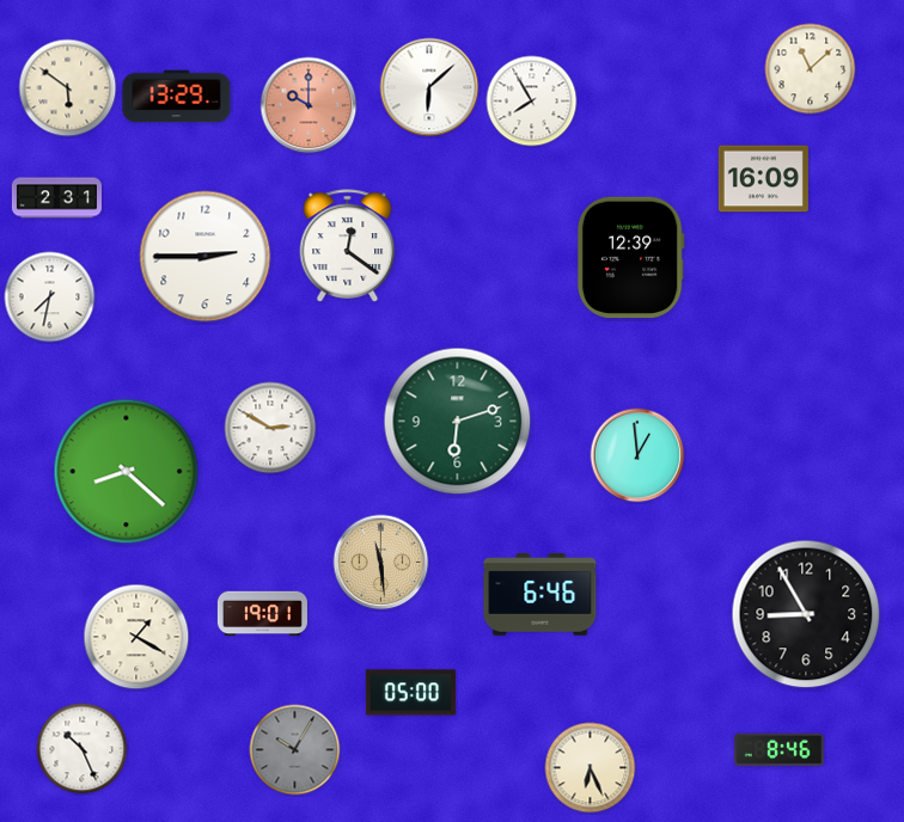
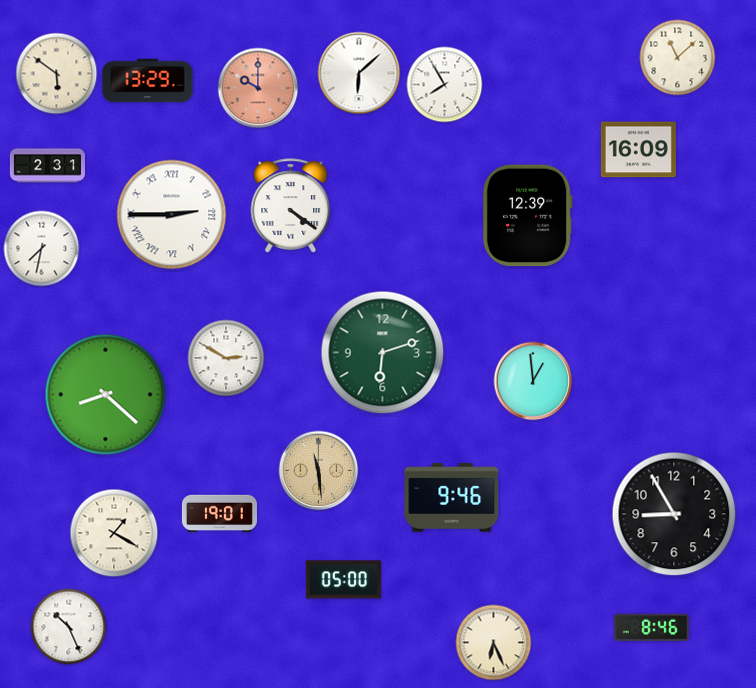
clock at (348, 246): 12:21 -> 4:21
clock at (206, 257) numerals: Arabic -> Roman
clock at (540, 595): 6:46 -> 9:46
clock at (295, 750): 10:05 -> none
